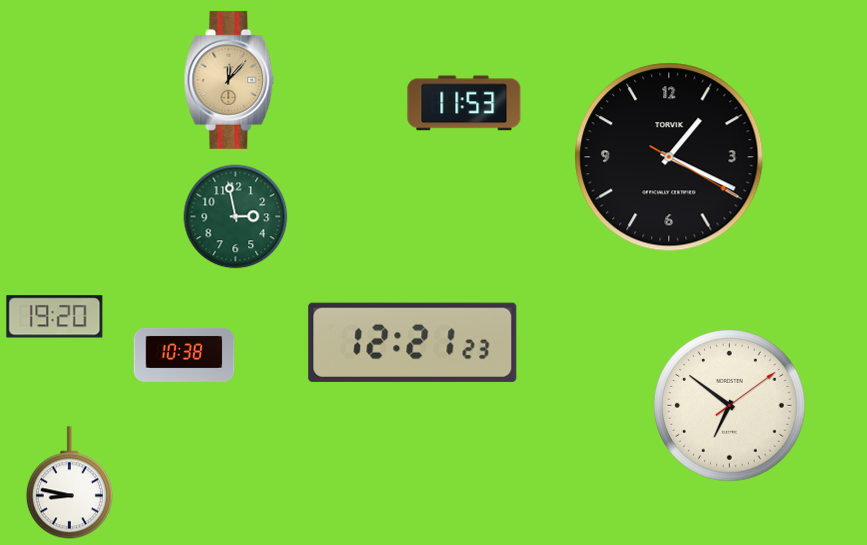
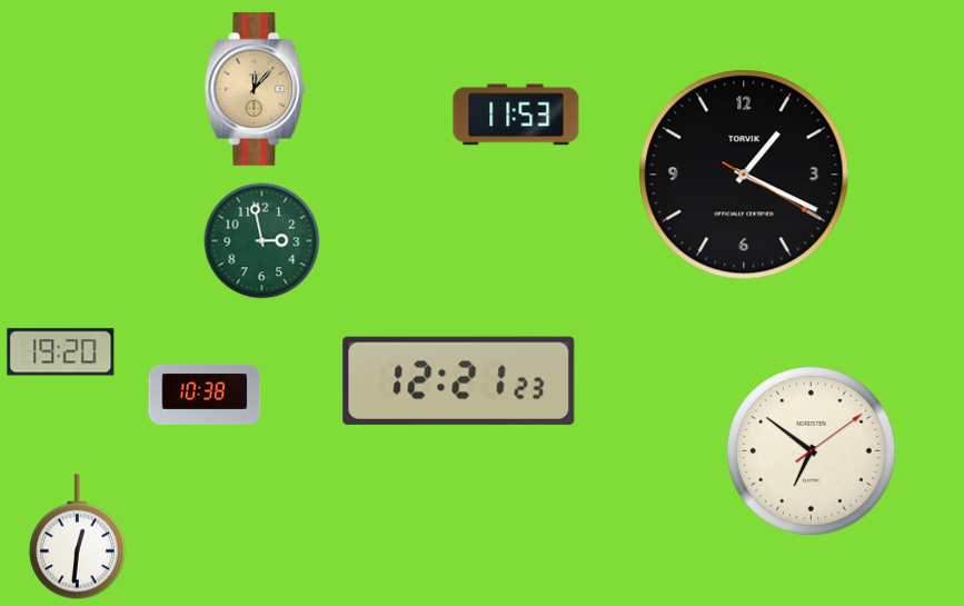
clock at (69, 483): 8:47 -> 12:31
